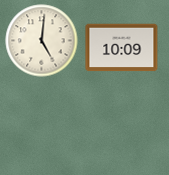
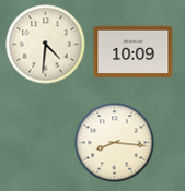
clock at (42, 41): 5:01 -> 4:31
clock at (115, 143): none -> 8:16
